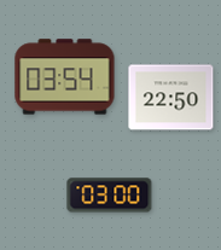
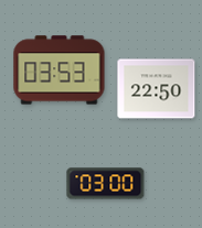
clock at (65, 77): 03:54 -> 03:53
clock at (110, 196) position: (110, 196) -> (106, 184)
